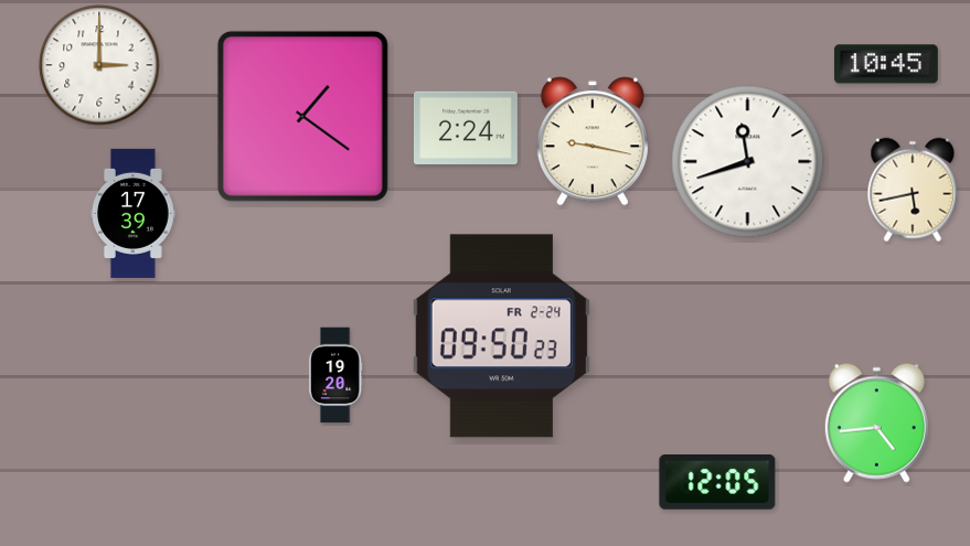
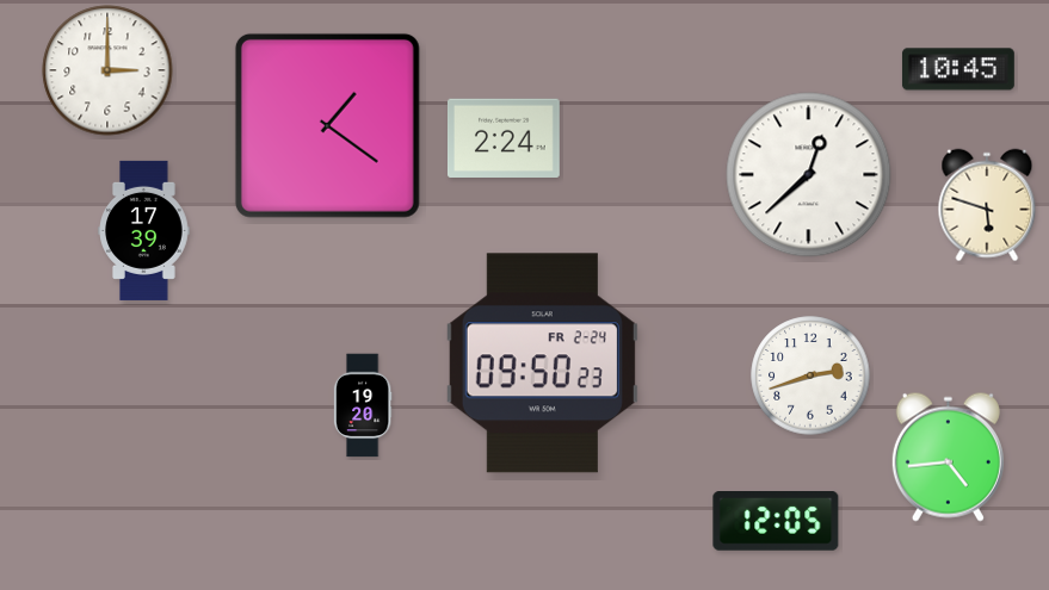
clock at (593, 141): 9:17 -> none
clock at (748, 162): 11:42 -> 12:38
clock at (913, 190): 5:43 -> 5:48
clock at (810, 375): none -> 2:42
